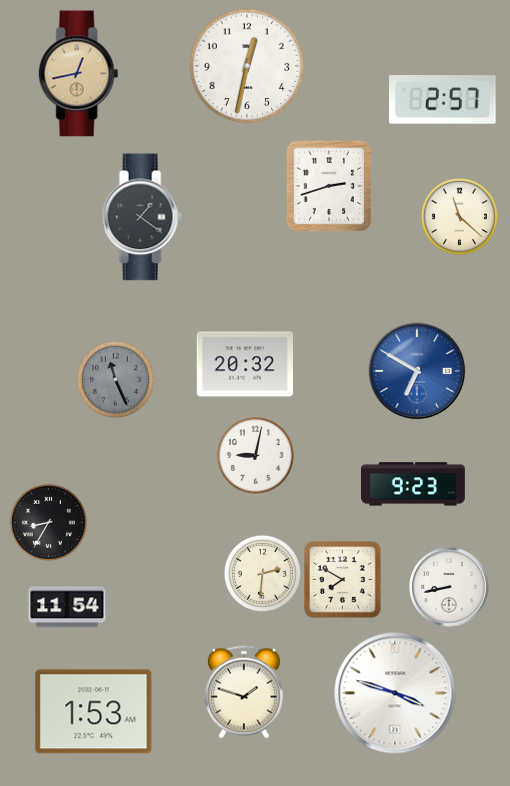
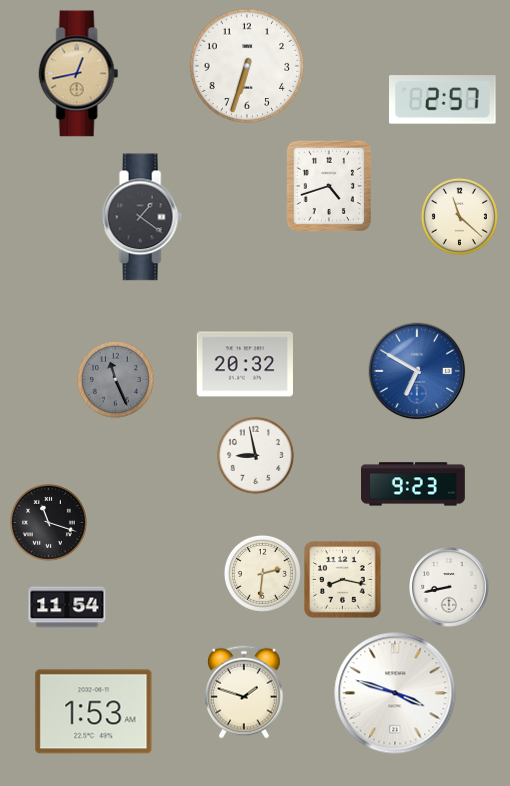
clock at (247, 66): 12:32 -> 6:33
clock at (328, 186): 2:42 -> 4:42
clock at (255, 455): 9:02 -> 8:58
clock at (48, 522): 8:35 -> 11:18
clock at (343, 580): 7:50 -> 8:17
